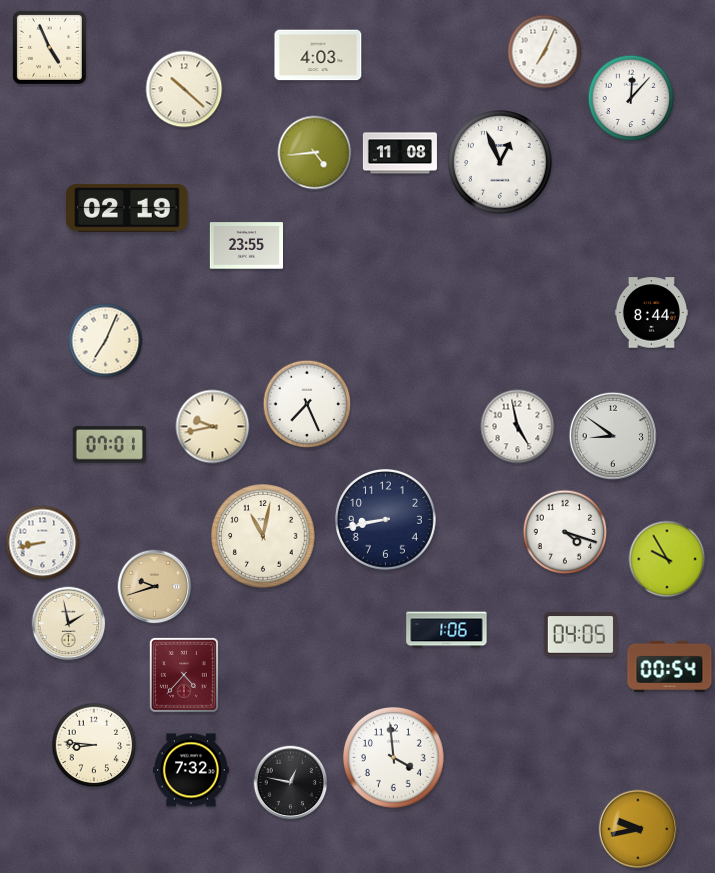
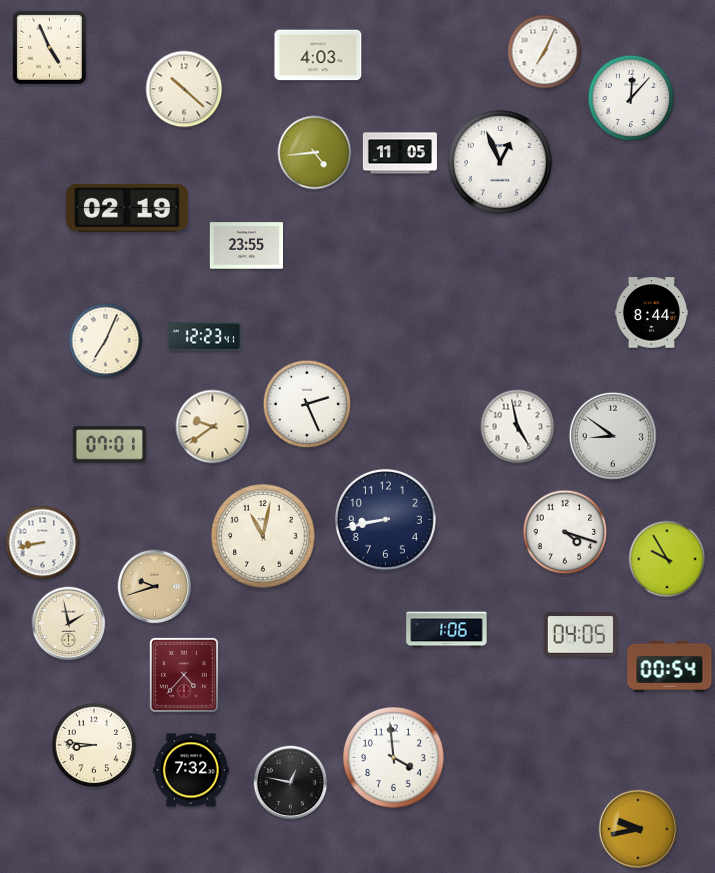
clock at (400, 153): 11:08 -> 11:05
clock at (204, 337): none -> 12:23
clock at (307, 404): 7:26 -> 2:26
clock at (213, 427): 9:43 -> 9:39
